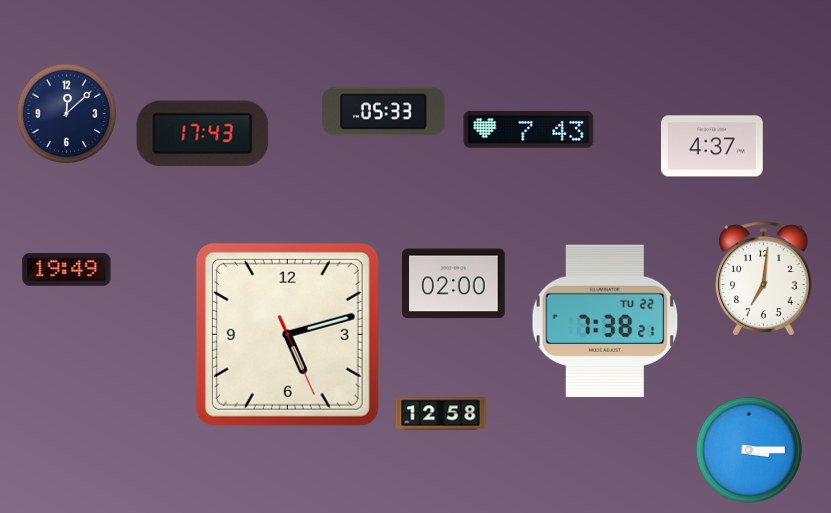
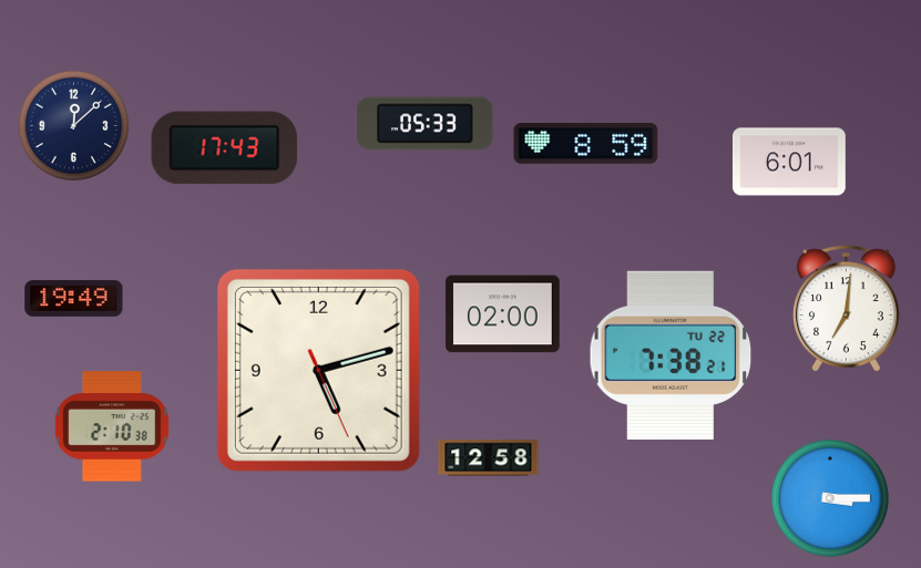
clock at (529, 130): 7:43 -> 8:59
clock at (713, 146): 4:37 -> 6:01
clock at (112, 426): none -> 2:10
